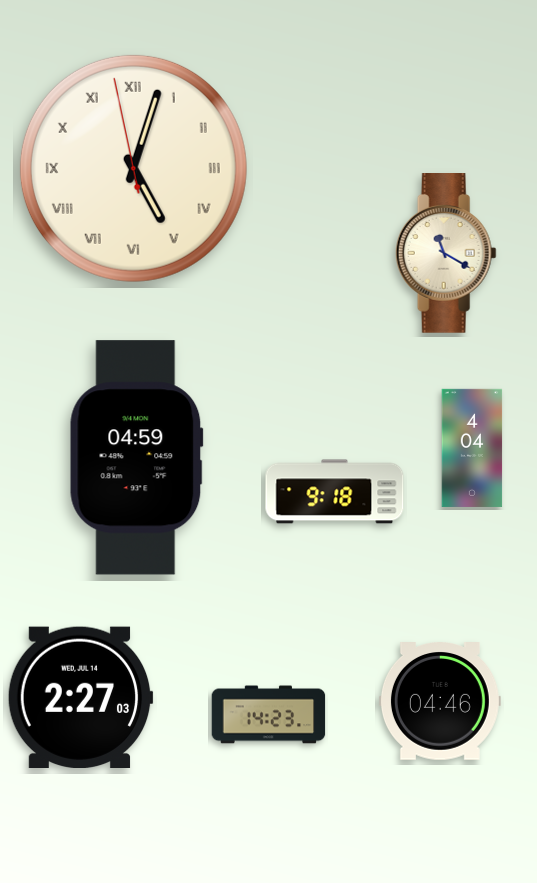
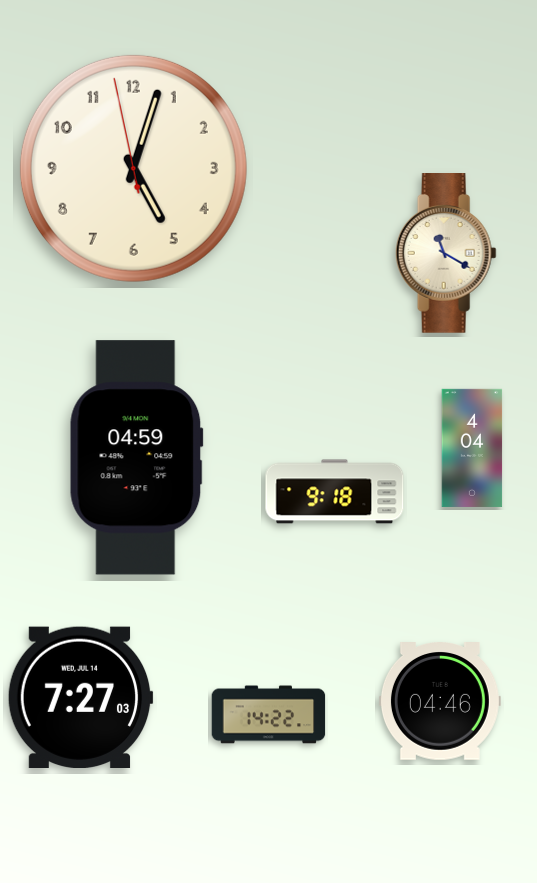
clock at (133, 168) numerals: Roman -> Arabic
clock at (80, 697): 2:27 -> 7:27
clock at (269, 715): 14:23 -> 14:22
